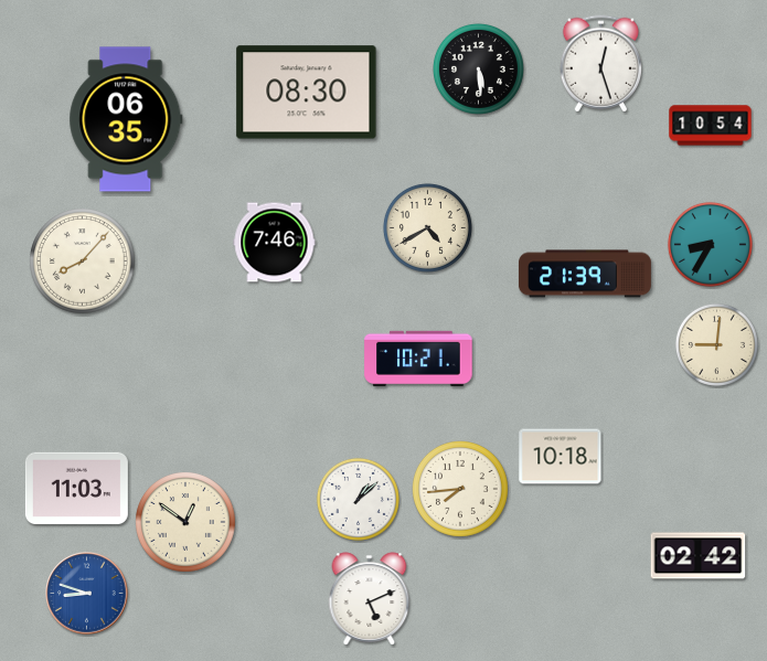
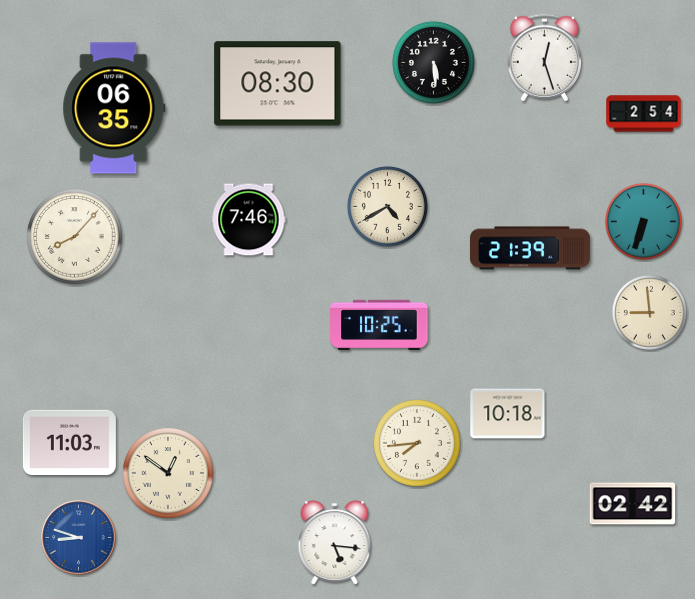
clock at (711, 126): 10:54 -> 2:54
clock at (710, 244): 8:35 -> 6:33
clock at (716, 344): 9:01 -> 8:59
clock at (418, 358): 10:21 -> 10:25
clock at (358, 499): 1:08 -> none
clock at (370, 599): 5:11 -> 5:16
